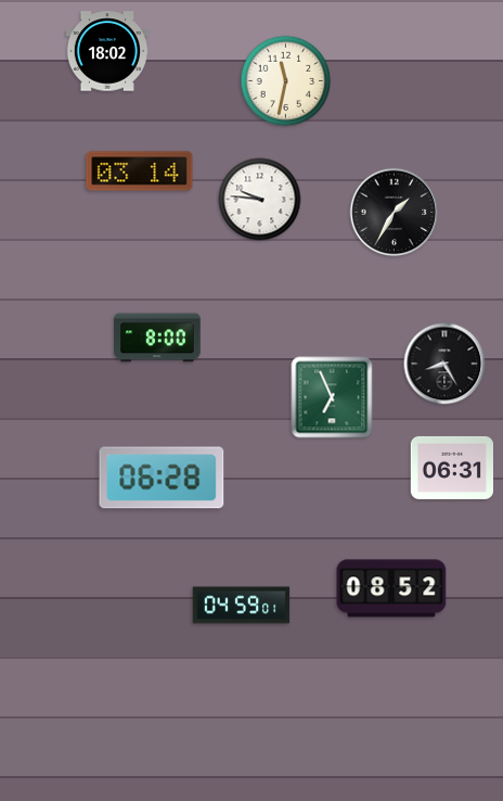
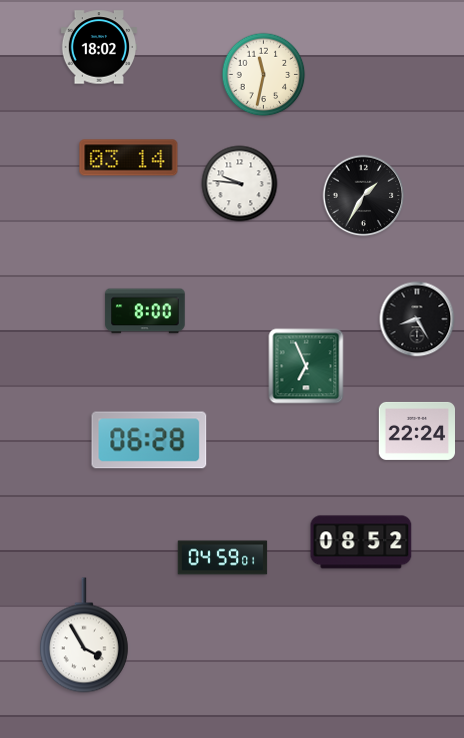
clock at (444, 364) position: (444, 364) -> (417, 319)
clock at (451, 468): 06:31 -> 22:24
clock at (84, 635): none -> 3:55
